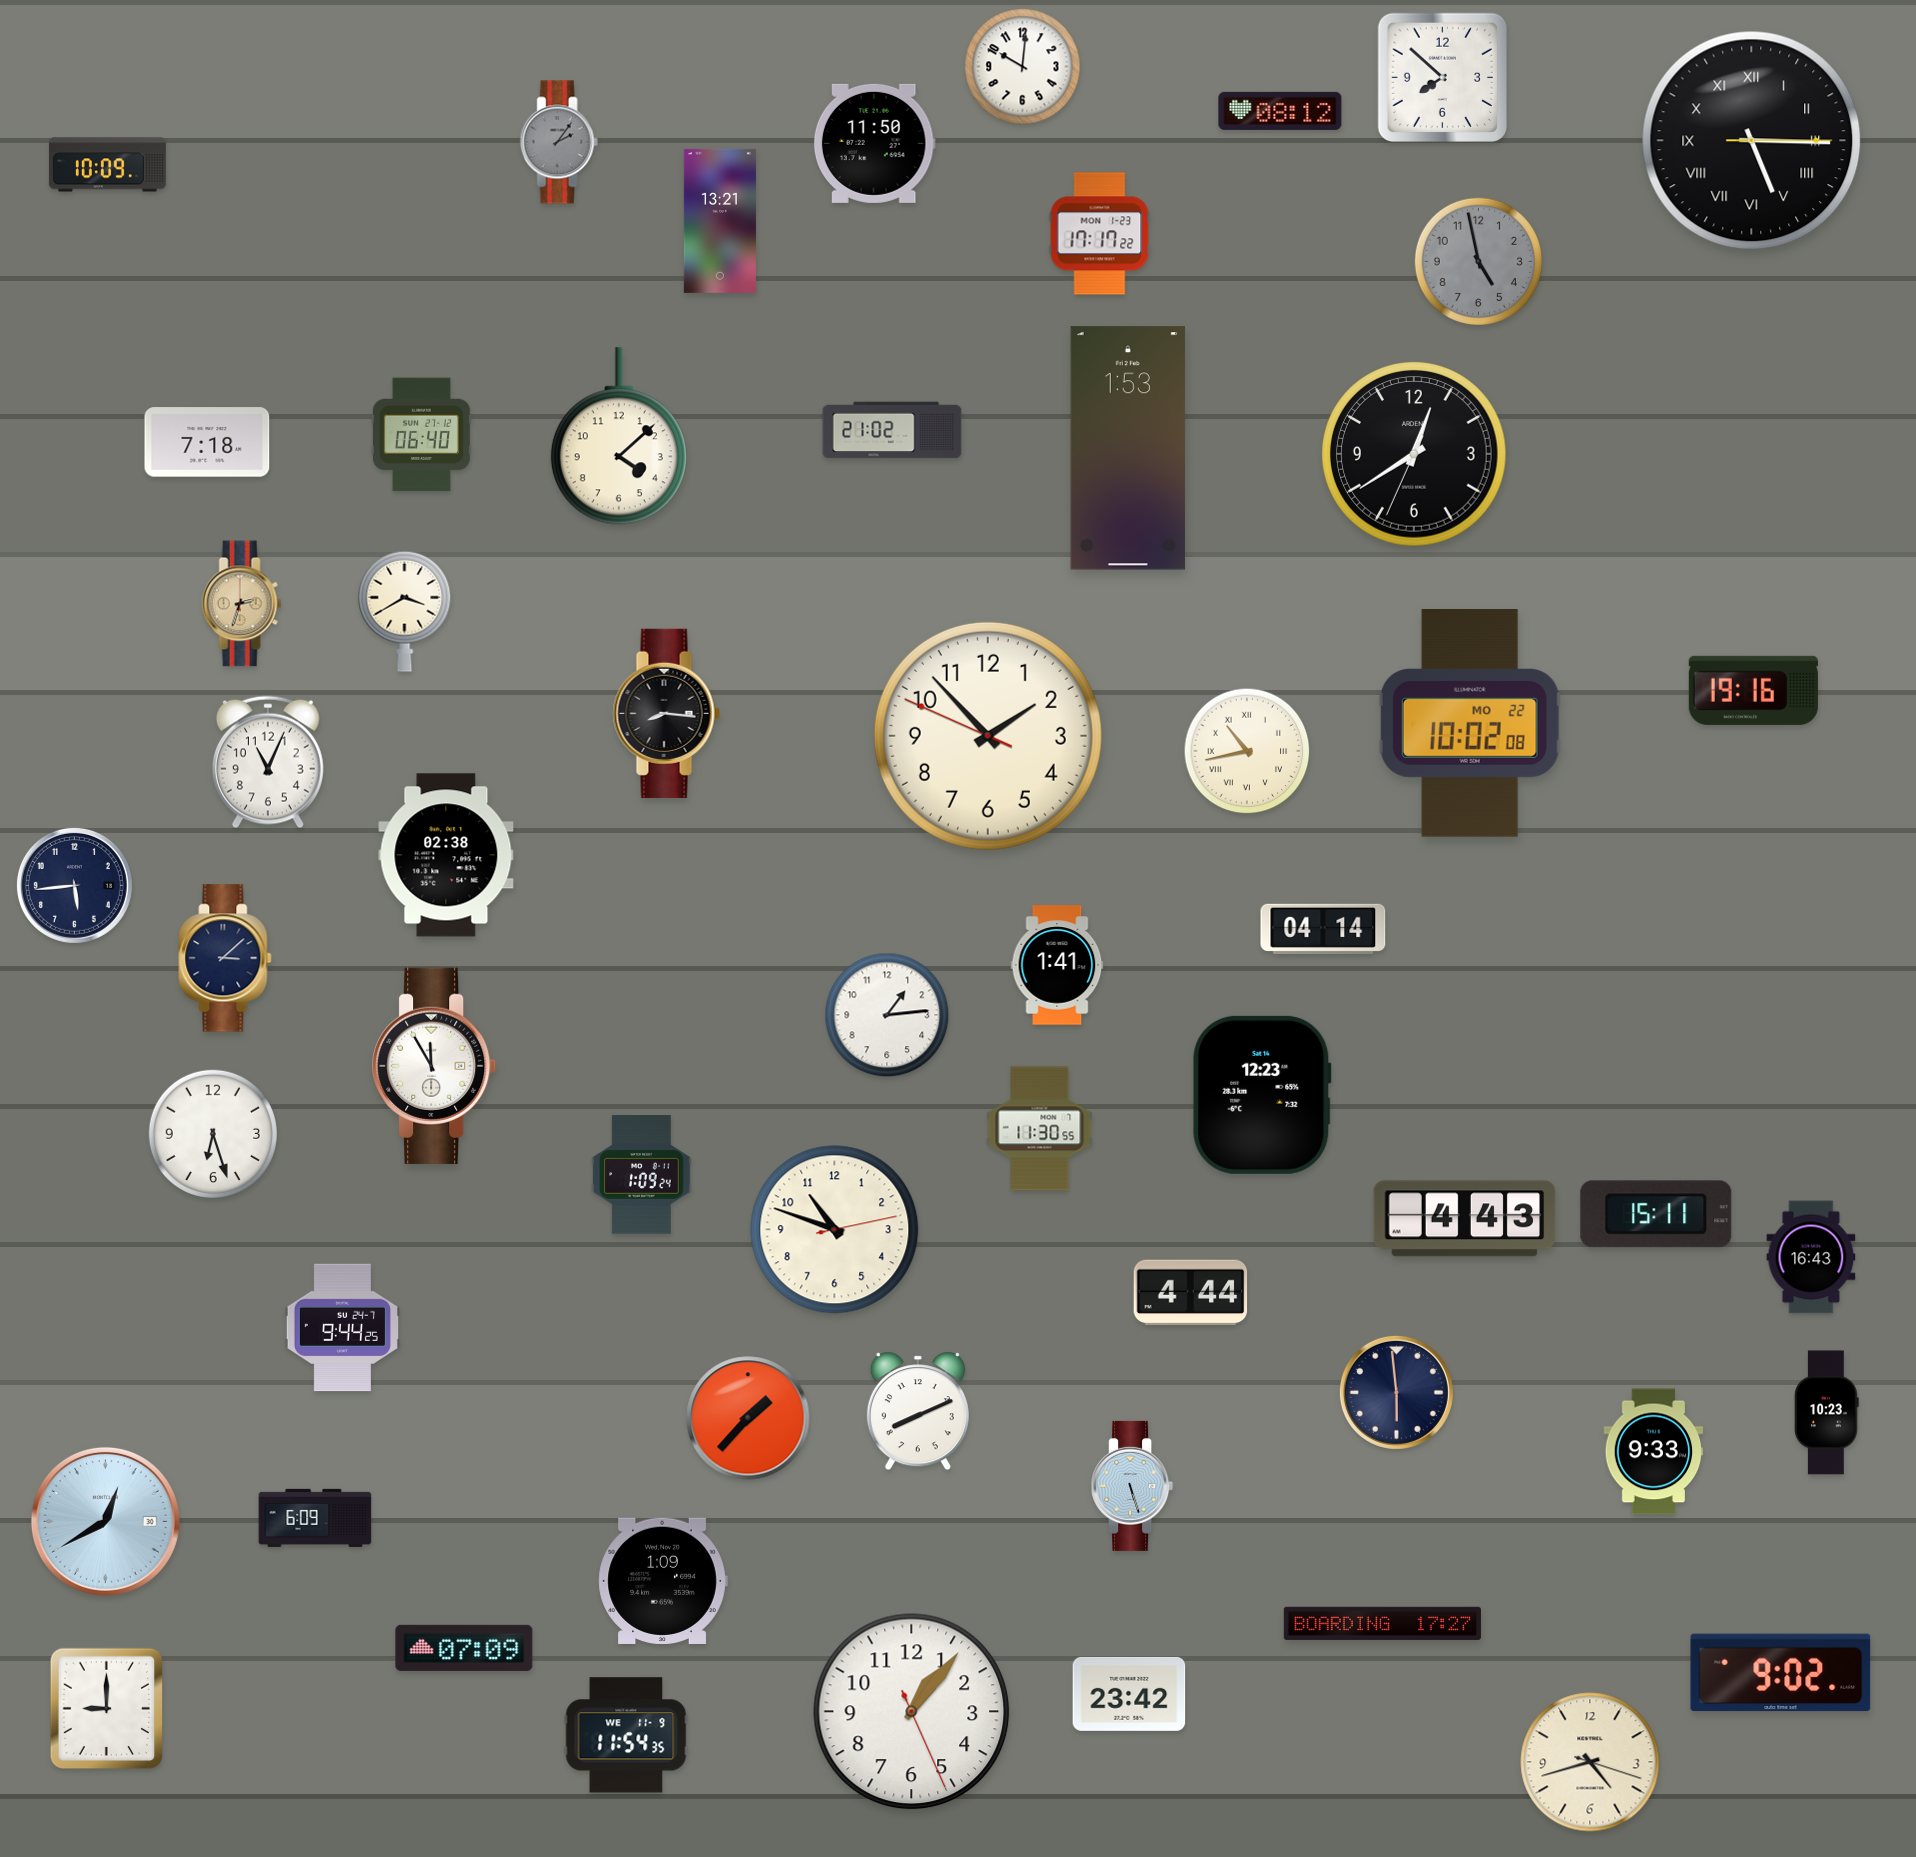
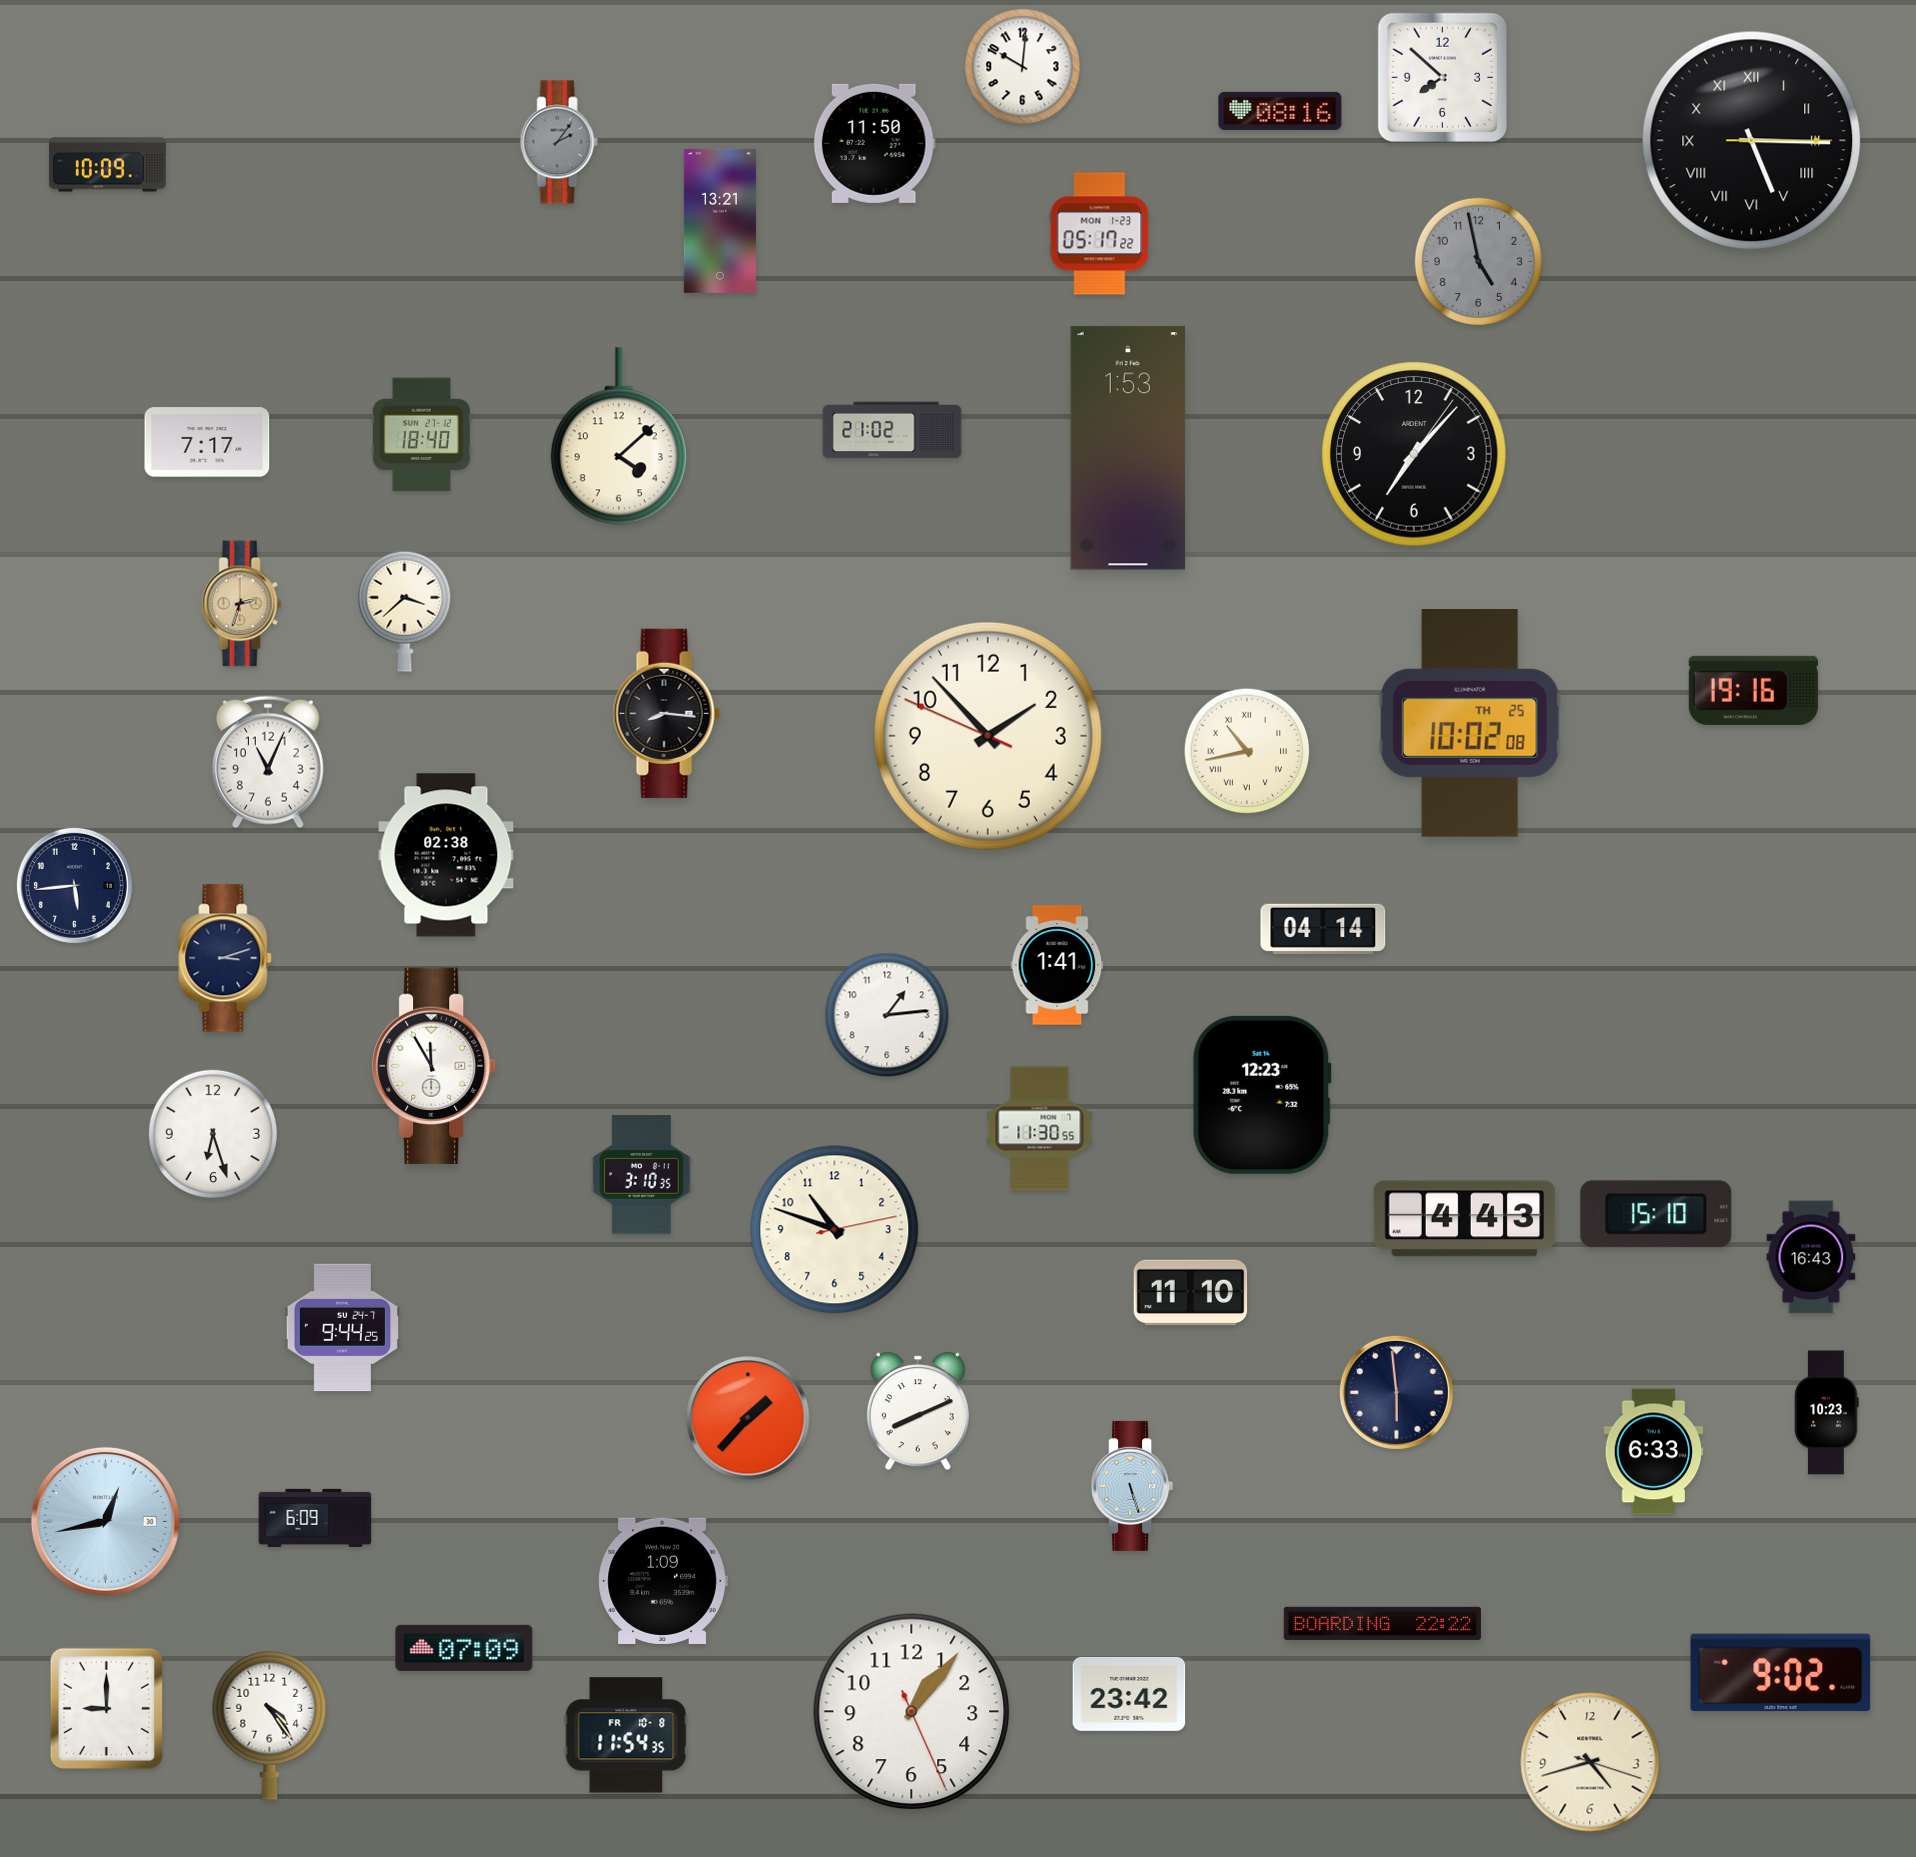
clock at (1280, 111): 08:12 -> 08:16
clock at (1100, 234): 17:17 -> 05:17
clock at (421, 435): 06:40 -> 18:40
clock at (207, 442): 7:18 -> 7:17
clock at (1414, 454): 12:39 -> 7:07
clock at (405, 611): 3:40 -> 3:38
clock at (1470, 724) date: MO 22 -> TH 25
clock at (225, 958): 3:08 -> 3:12
clock at (642, 1175): 1:09 -> 3:10
clock at (1656, 1214): 15:11 -> 15:10
clock at (1191, 1293): 4:44 -> 11:10
clock at (1654, 1452): 9:33 -> 6:33
clock at (105, 1521): 12:40 -> 12:43
clock at (1382, 1623): 17:27 -> 22:22
clock at (270, 1725): none -> 4:24
clock at (626, 1735) date: WE 11-9 -> FR 10-8
